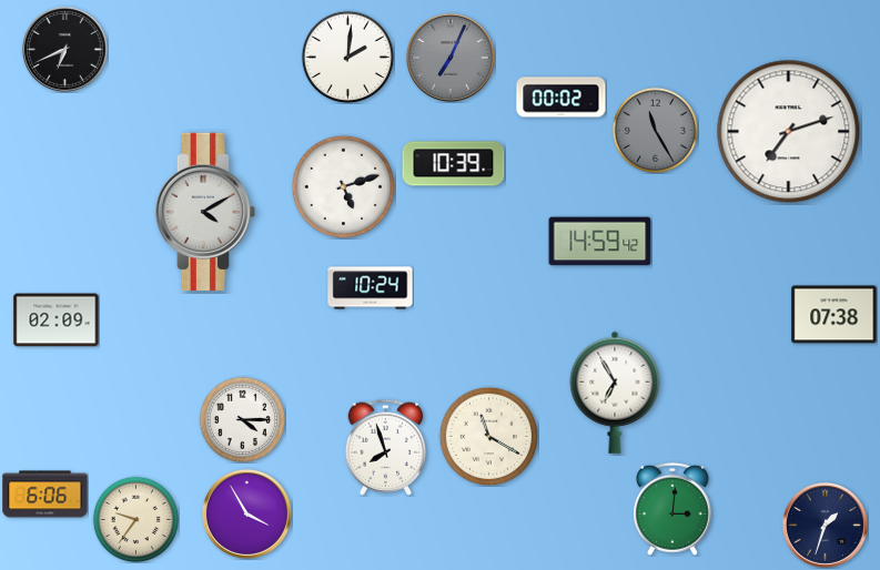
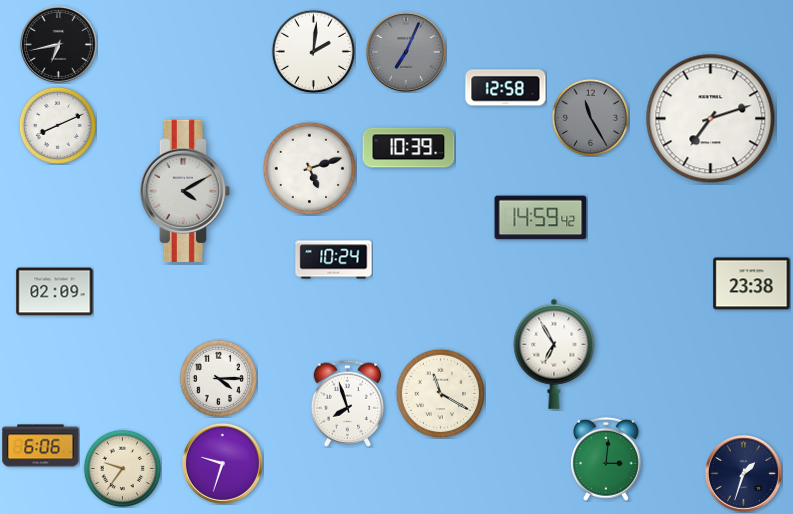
clock at (65, 50): 6:41 -> 6:43
clock at (562, 98): 00:02 -> 12:58
clock at (57, 125): none -> 8:11
clock at (835, 315): 07:38 -> 23:38
clock at (57, 320) position: (57, 320) -> (55, 292)
clock at (246, 513): 3:55 -> 9:33
